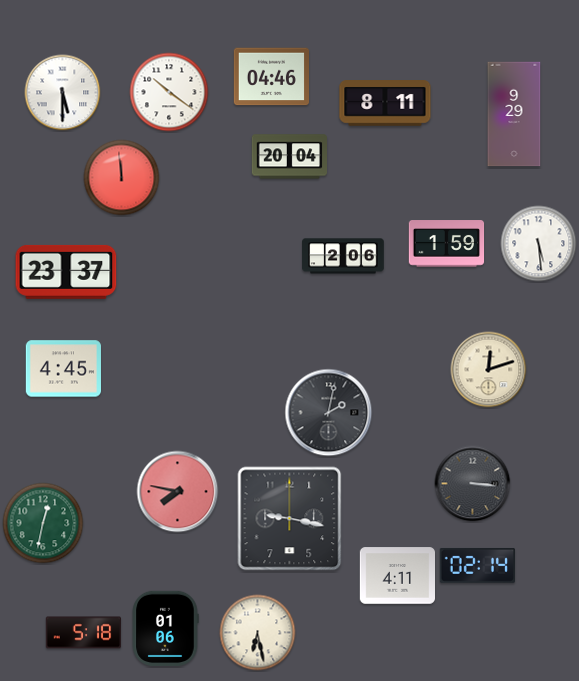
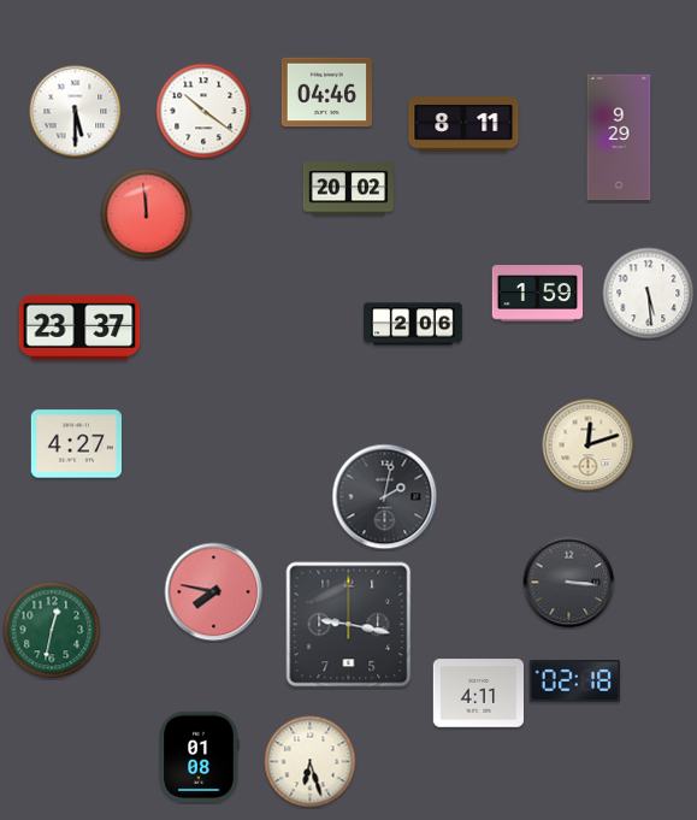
clock at (290, 157): 20:04 -> 20:02
clock at (343, 256) position: (343, 256) -> (413, 324)
clock at (63, 369): 4:45 -> 4:27
clock at (329, 413) position: (329, 413) -> (385, 497)
clock at (477, 565): 02:14 -> 02:18
clock at (165, 628): 01:06 -> 01:08
clock at (84, 633): 5:18 -> none
clock at (258, 633): 6:28 -> 6:27
